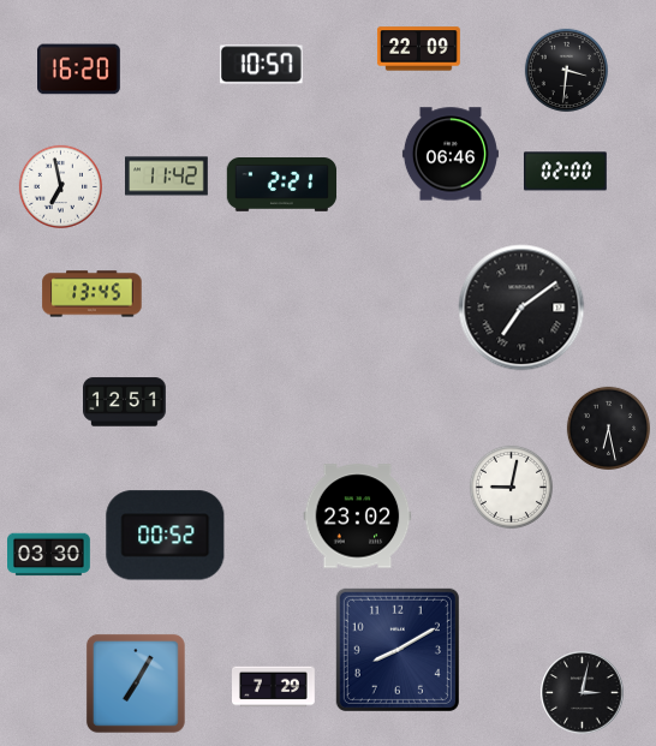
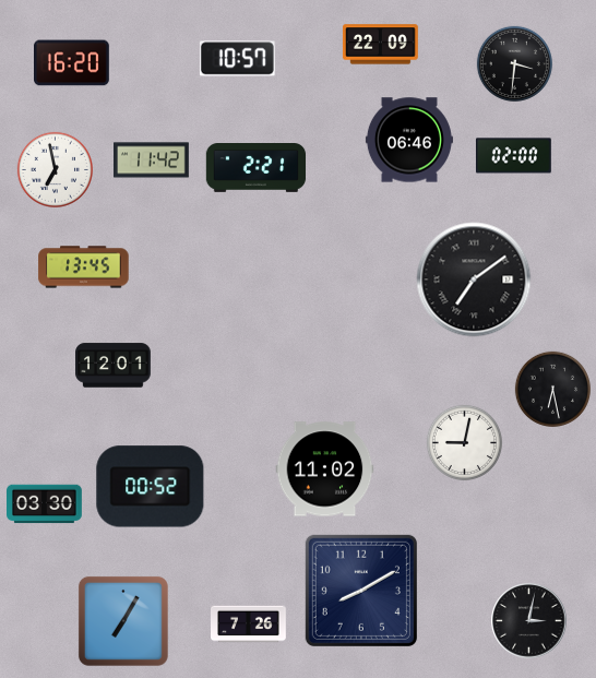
clock at (125, 402): 12:51 -> 12:01
clock at (358, 517): 23:02 -> 11:02
clock at (274, 687): 7:29 -> 7:26
clock at (583, 693) position: (583, 693) -> (529, 621)
